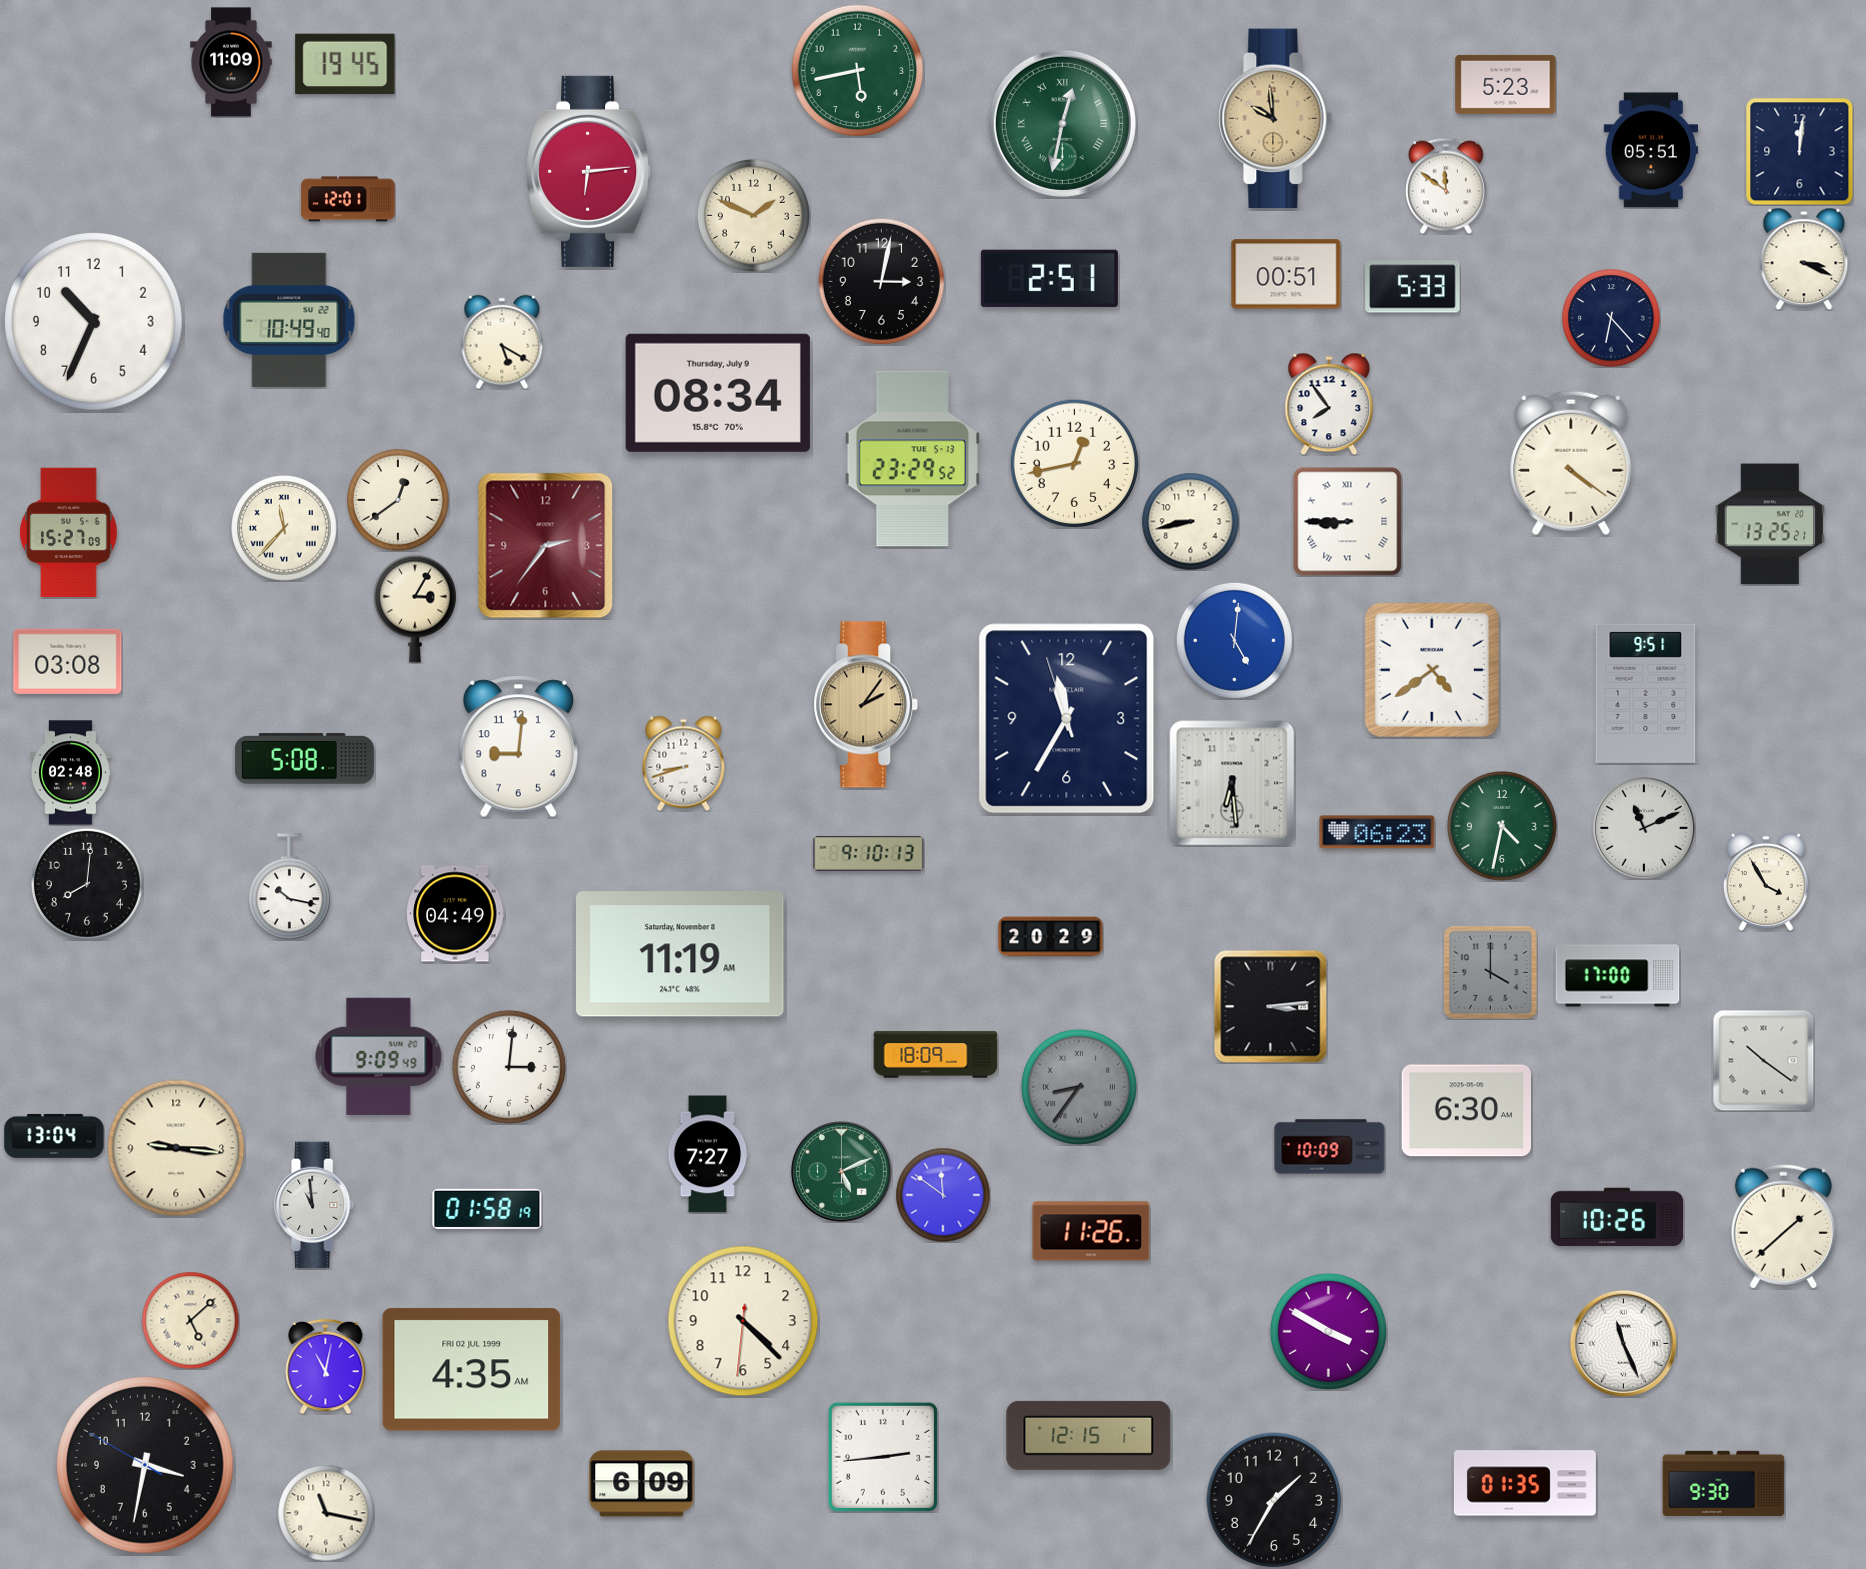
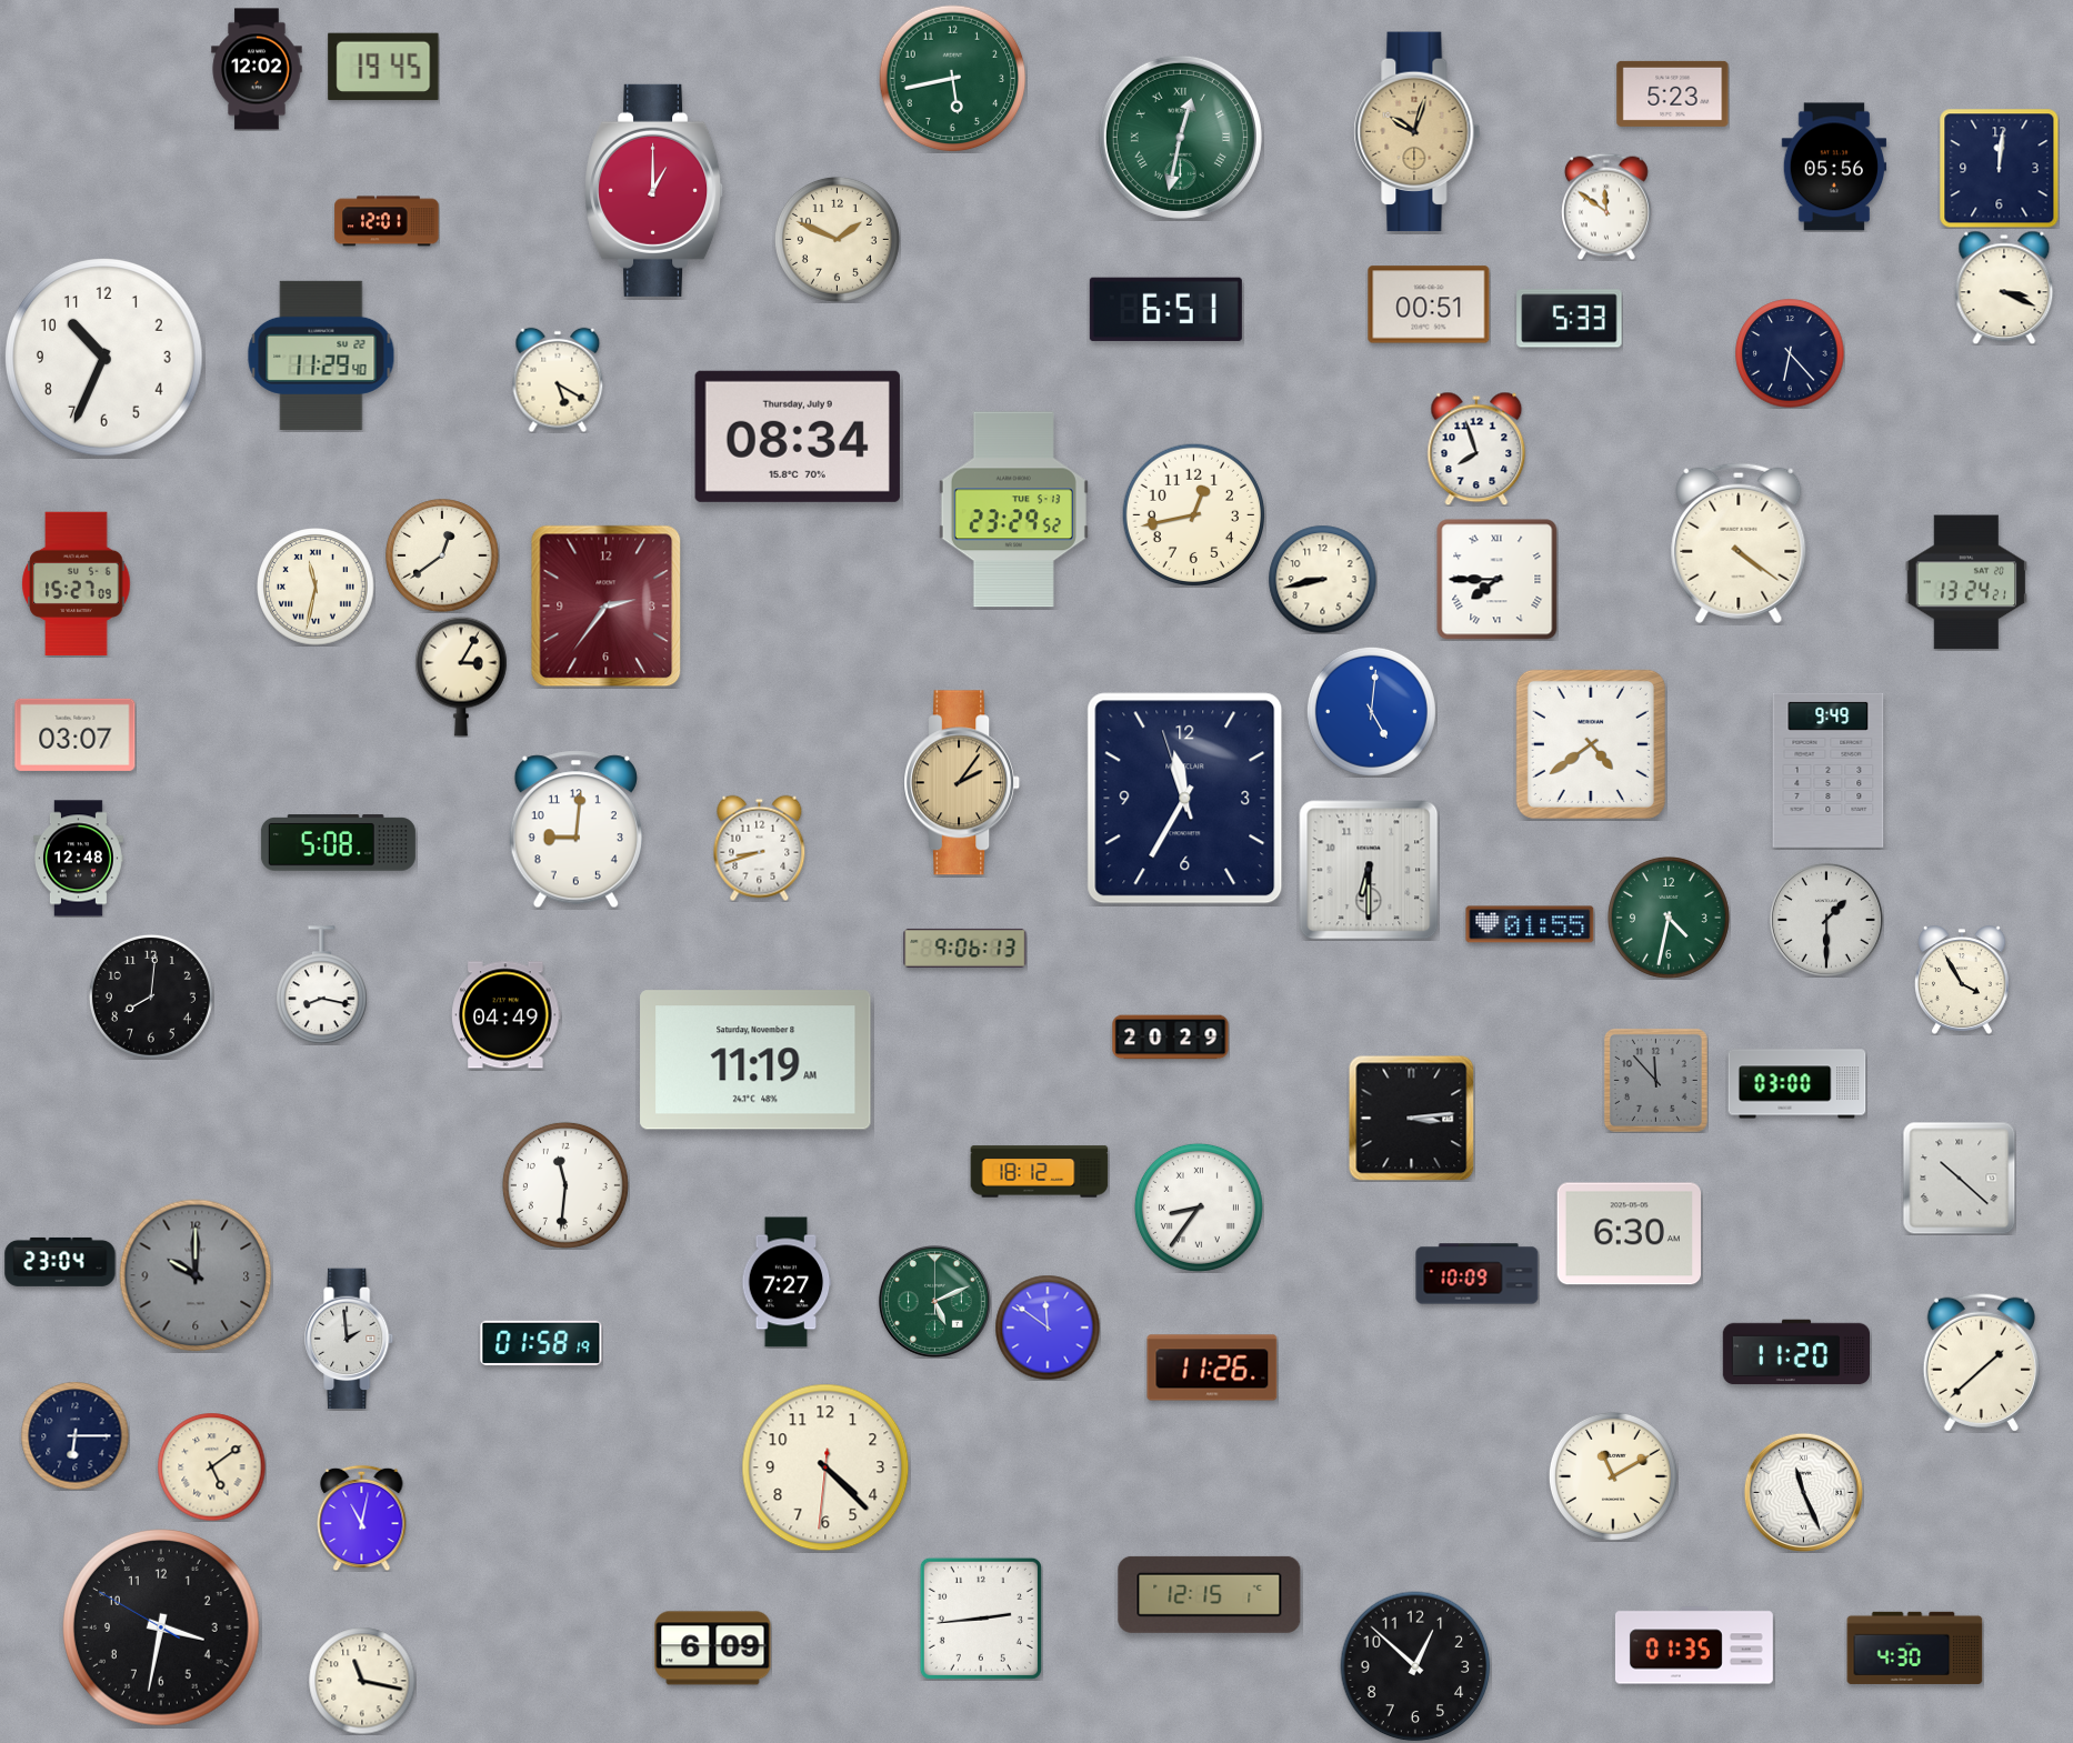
clock at (231, 62): 11:09 -> 12:02
clock at (345, 64) position: (345, 64) -> (383, 67)
clock at (1276, 119): 9:59 -> 10:03
clock at (1651, 150): 05:51 -> 05:56
clock at (589, 171): 6:14 -> 1:00
clock at (1049, 278): 2:51 -> 6:51
clock at (881, 281): 3:02 -> none
clock at (289, 320): 10:49 -> 11:29
clock at (1329, 404): 7:54 -> 7:57
clock at (1571, 463) position: (1571, 463) -> (1739, 543)
clock at (1348, 522): 8:45 -> 7:45
clock at (1770, 524): 13:25 -> 13:24
clock at (284, 528): 11:37 -> 11:32
clock at (69, 533) position: (69, 533) -> (77, 584)
clock at (68, 661): 03:08 -> 03:07
clock at (1646, 693): 9:51 -> 9:49
clock at (70, 773): 02:48 -> 12:48
clock at (1232, 783): 6:29 -> 6:30
clock at (1644, 828): 11:11 -> 1:30
clock at (1377, 832): 06:23 -> 01:55
clock at (869, 853): 9:10 -> 9:06
clock at (87, 884) position: (87, 884) -> (151, 996)
clock at (290, 887): 10:17 -> 8:17
clock at (1051, 937) position: (1051, 937) -> (1171, 1038)
clock at (1490, 972): 4:00 -> 11:53
clock at (1618, 976): 17:00 -> 03:00
clock at (936, 1055): 18:09 -> 18:12
clock at (379, 1056): 9:09 -> none
clock at (1763, 1060): 10:21 -> 10:22
clock at (509, 1067): 3:01 -> 11:31
clock at (1079, 1087) dial: grey -> white
clock at (54, 1136): 13:04 -> 23:04
clock at (176, 1148): 9:16 -> 10:00
clock at (176, 1148) dial: cream -> grey
clock at (315, 1205): 10:59 -> 1:59
clock at (1616, 1217): 10:26 -> 11:20
clock at (74, 1435): none -> 6:15
clock at (190, 1320): 5:08 -> 5:09
clock at (1613, 1476): none -> 11:10
clock at (1328, 1331): 3:50 -> none
clock at (472, 1370): 4:35 -> none
clock at (1724, 1483): 9:30 -> 4:30
clock at (1274, 1500): 1:35 -> 12:52
